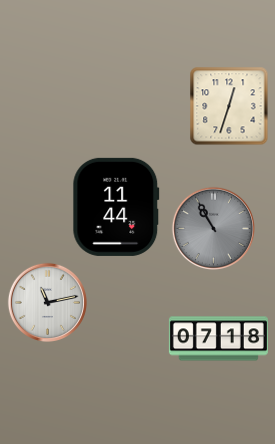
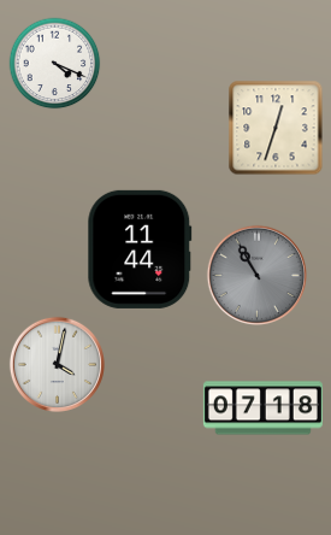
clock at (55, 64): none -> 4:19
clock at (47, 302): 11:13 -> 4:02
